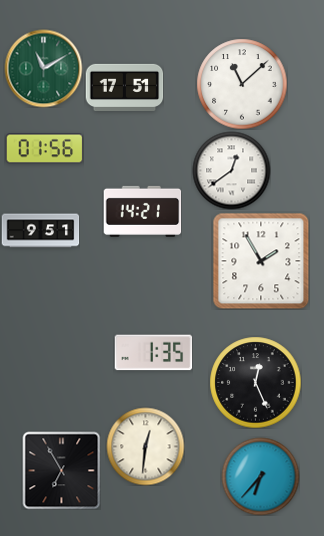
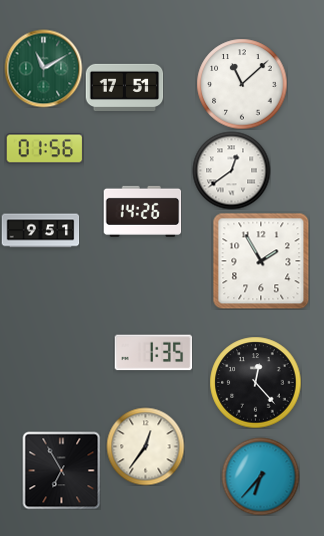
clock at (142, 211): 14:21 -> 14:26
clock at (255, 382): 12:26 -> 12:23
clock at (145, 446): 12:31 -> 12:36
